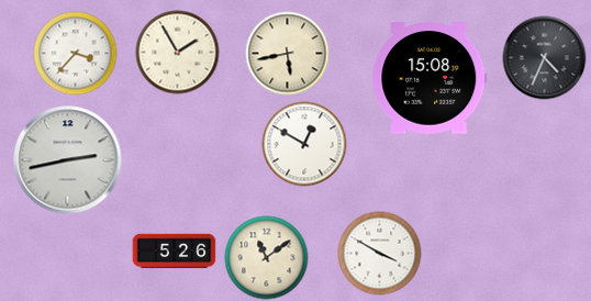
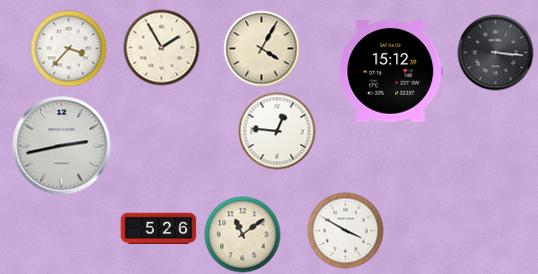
clock at (288, 54): 5:43 -> 4:05
clock at (545, 58): 4:34 -> 3:16
clock at (430, 78): 15:08 -> 15:12
clock at (304, 144): 12:50 -> 12:46
